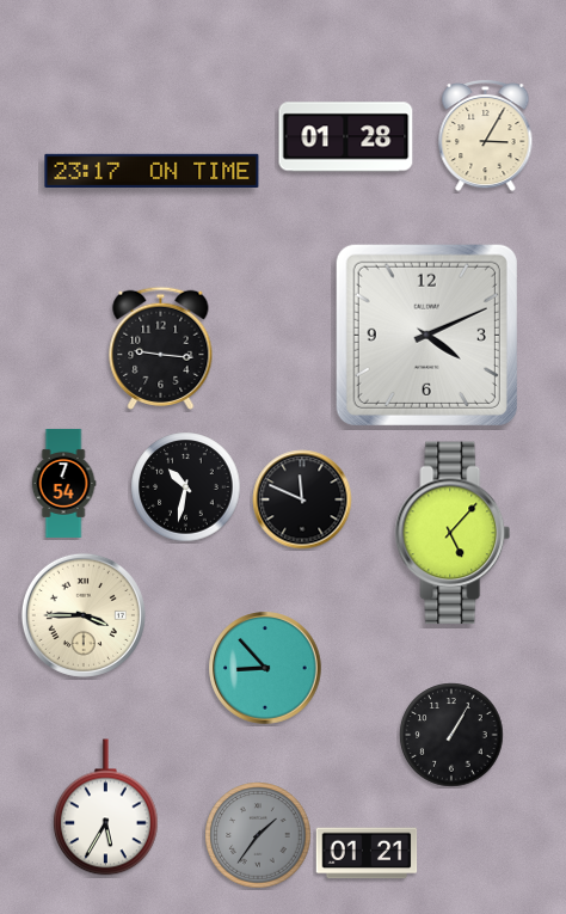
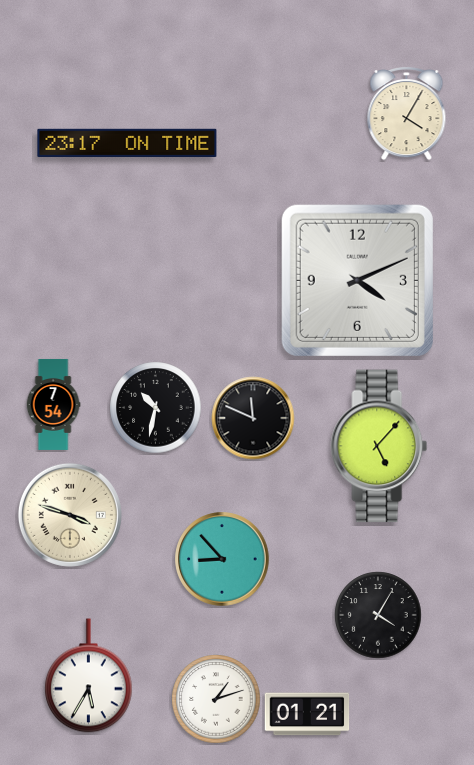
clock at (486, 135): 3:05 -> 4:05
clock at (346, 137): 01:28 -> none
clock at (161, 348): 9:16 -> none
clock at (84, 615): 3:45 -> 3:48
clock at (451, 735): 1:05 -> 4:05
clock at (258, 835): 1:36 -> 1:12
clock at (258, 835) dial: grey -> white
